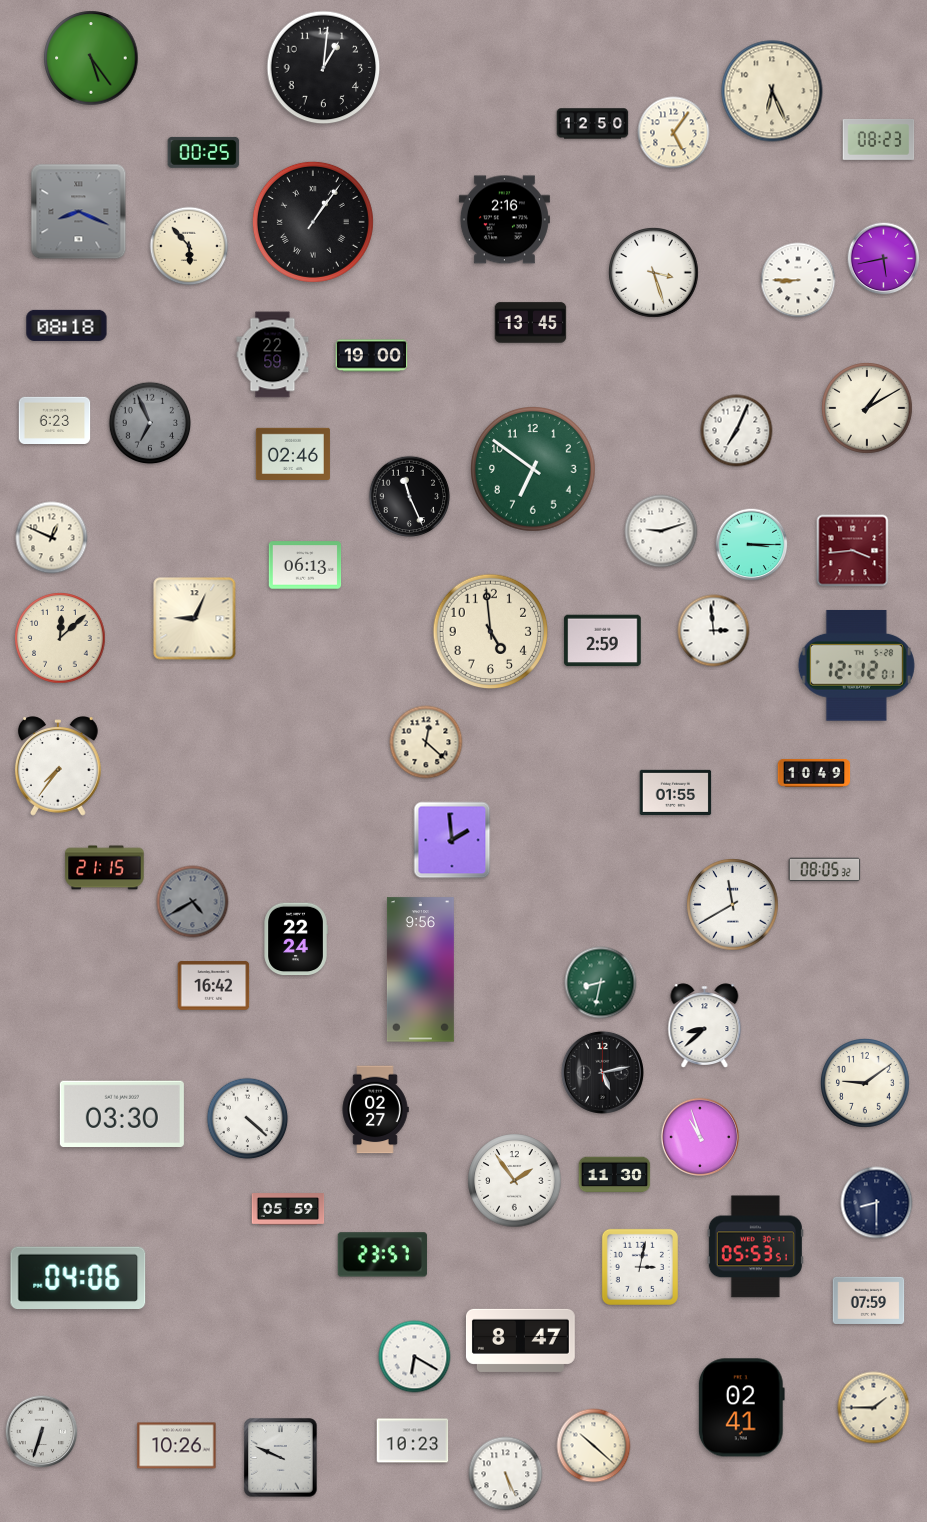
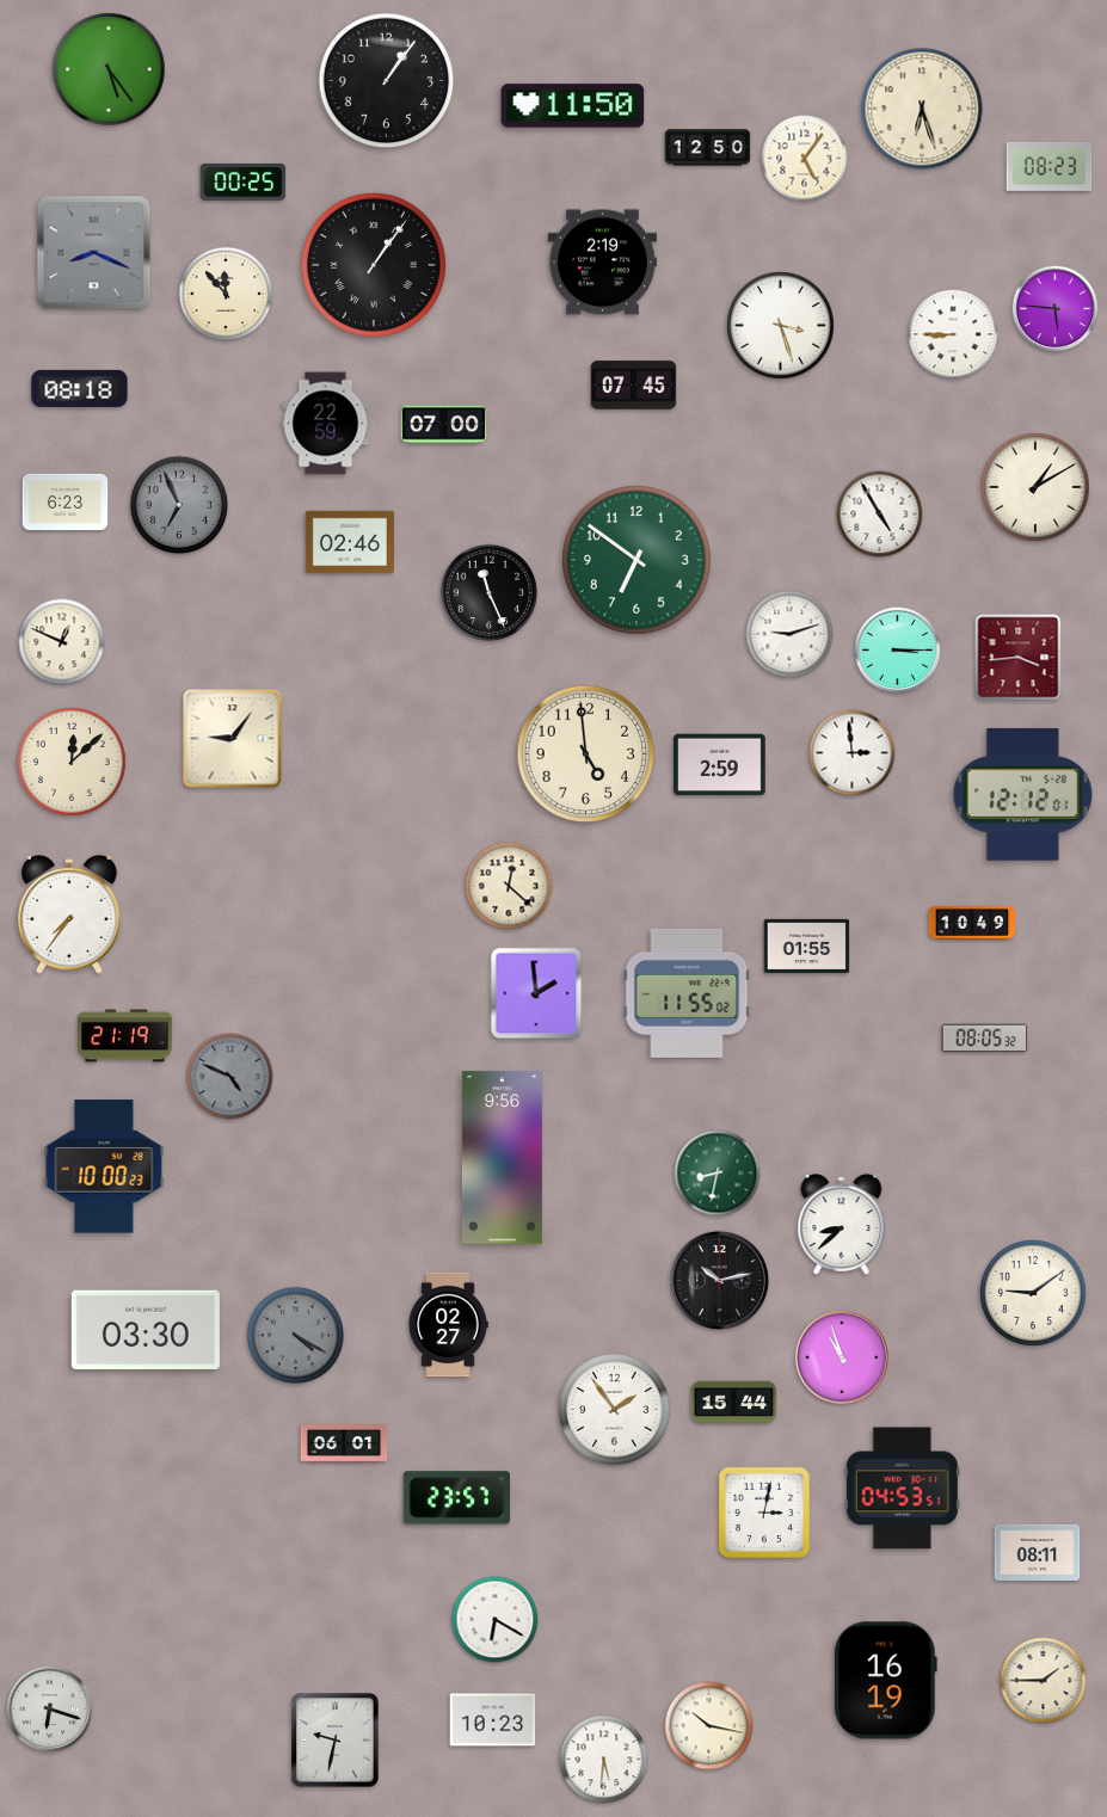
clock at (324, 68): 1:01 -> 1:06
clock at (573, 106): none -> 11:50
clock at (772, 91): 6:26 -> 6:27
clock at (504, 220): 2:16 -> 2:19
clock at (189, 246): 5:53 -> 11:53
clock at (884, 259): 5:43 -> 5:46
clock at (531, 323): 13:45 -> 07:45
clock at (372, 356): 19:00 -> 07:00
clock at (737, 431): 7:04 -> 4:55
clock at (305, 565): 06:13 -> none
clock at (195, 619): 9:04 -> 9:06
clock at (687, 993): none -> 11:55
clock at (452, 840) position: (452, 840) -> (536, 993)
clock at (105, 868): 21:15 -> 21:19
clock at (193, 902): 4:40 -> 4:49
clock at (733, 905): 11:40 -> none
clock at (296, 939): 22:24 -> none
clock at (104, 1166): none -> 10:00
clock at (214, 986): 16:42 -> none
clock at (602, 1072): 5:13 -> 10:13
clock at (248, 1119): 4:22 -> 4:20
clock at (248, 1119) dial: white -> grey
clock at (699, 1136) position: (699, 1136) -> (841, 1356)
clock at (615, 1175): 11:30 -> 15:44
clock at (877, 1203): 8:30 -> none
clock at (288, 1209): 05:59 -> 06:01
clock at (755, 1247): 05:53 -> 04:53
clock at (78, 1277): 04:06 -> none
clock at (869, 1300): 07:59 -> 08:11
clock at (520, 1340): 8:47 -> none
clock at (741, 1408): 02:41 -> 16:19
clock at (42, 1432): 6:33 -> 6:18
clock at (177, 1446): 10:26 -> none
clock at (594, 1446): 10:22 -> 10:17
clock at (281, 1458): 9:49 -> 9:32
clock at (506, 1474): 5:26 -> 5:31
